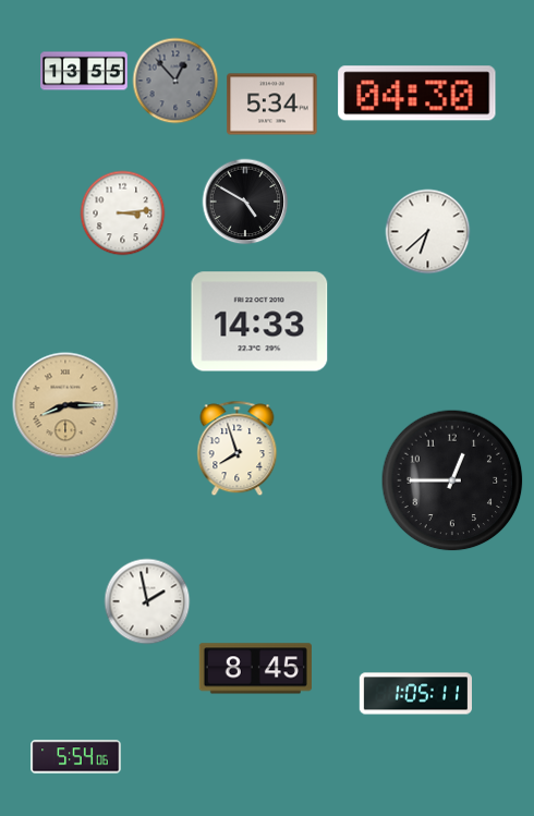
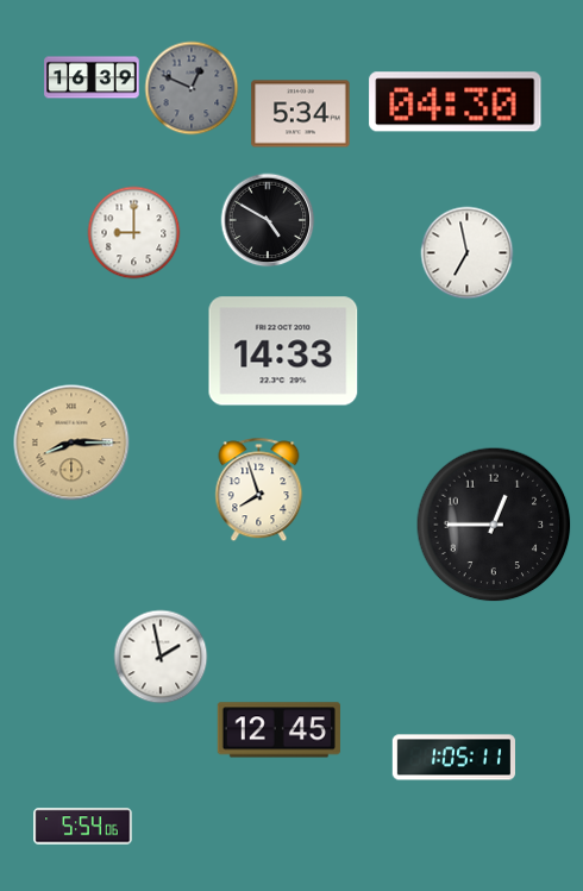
clock at (84, 71): 13:55 -> 16:39
clock at (175, 81): 12:53 -> 12:49
clock at (272, 105) position: (272, 105) -> (301, 114)
clock at (123, 214): 3:14 -> 9:00
clock at (428, 232): 6:38 -> 6:58
clock at (255, 669): 8:45 -> 12:45
